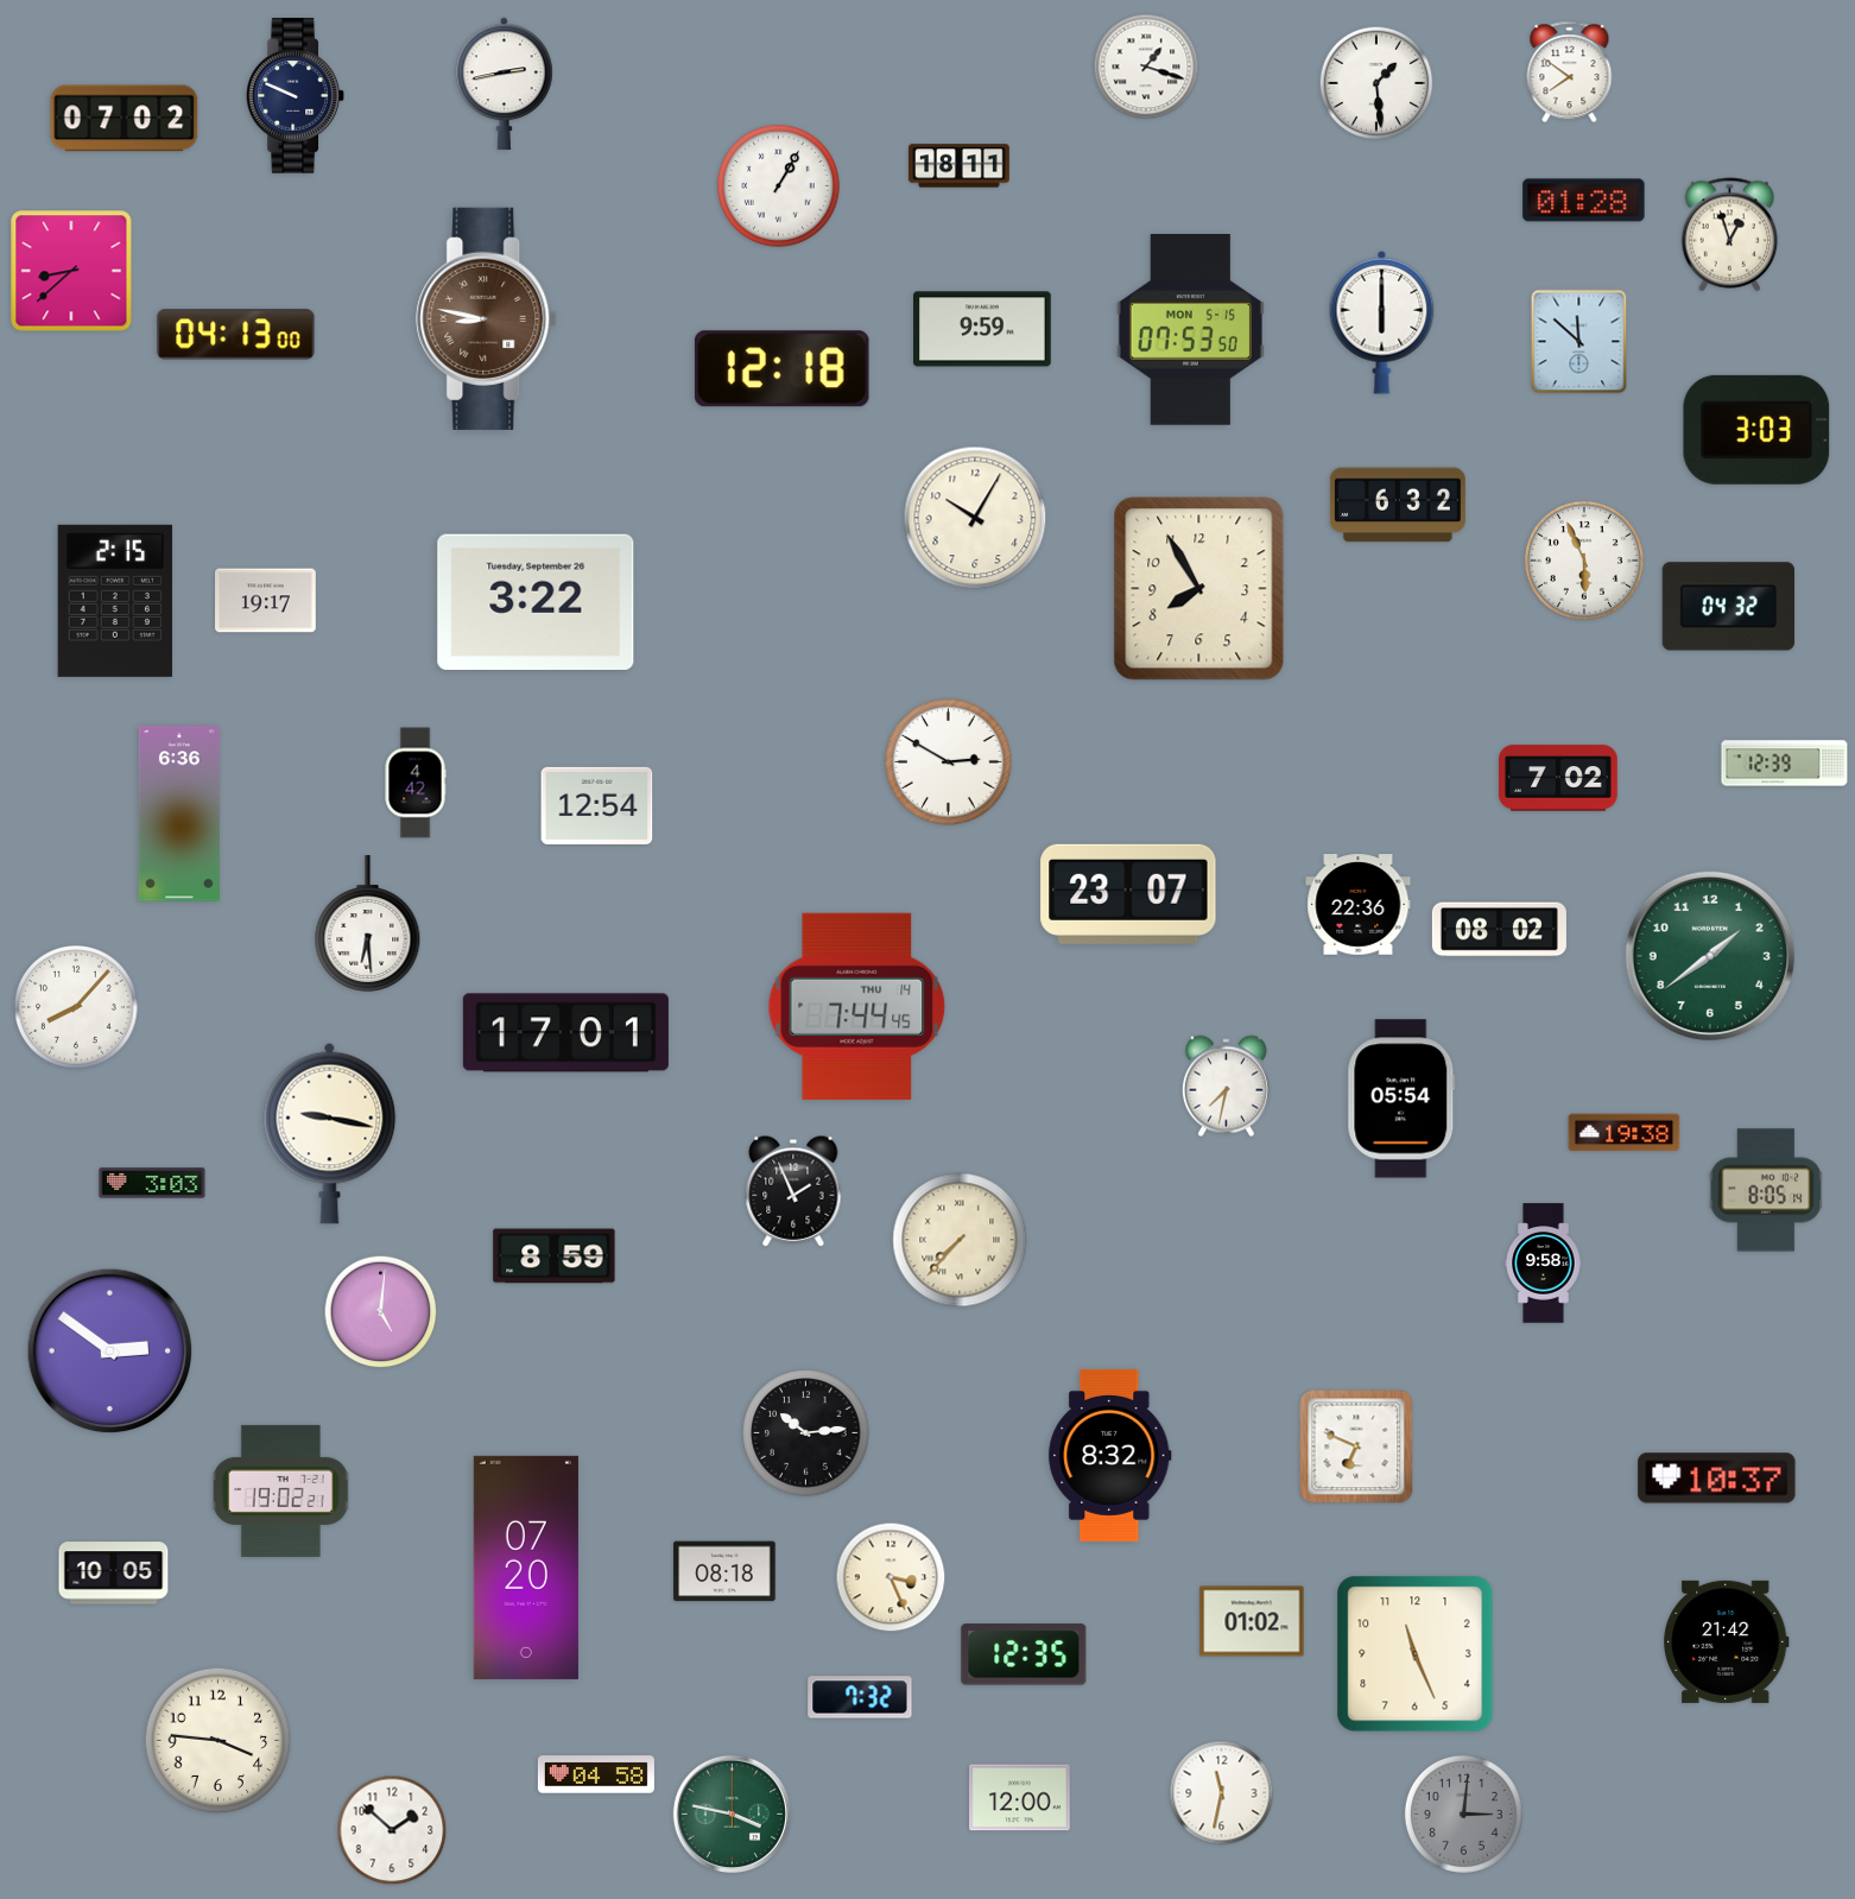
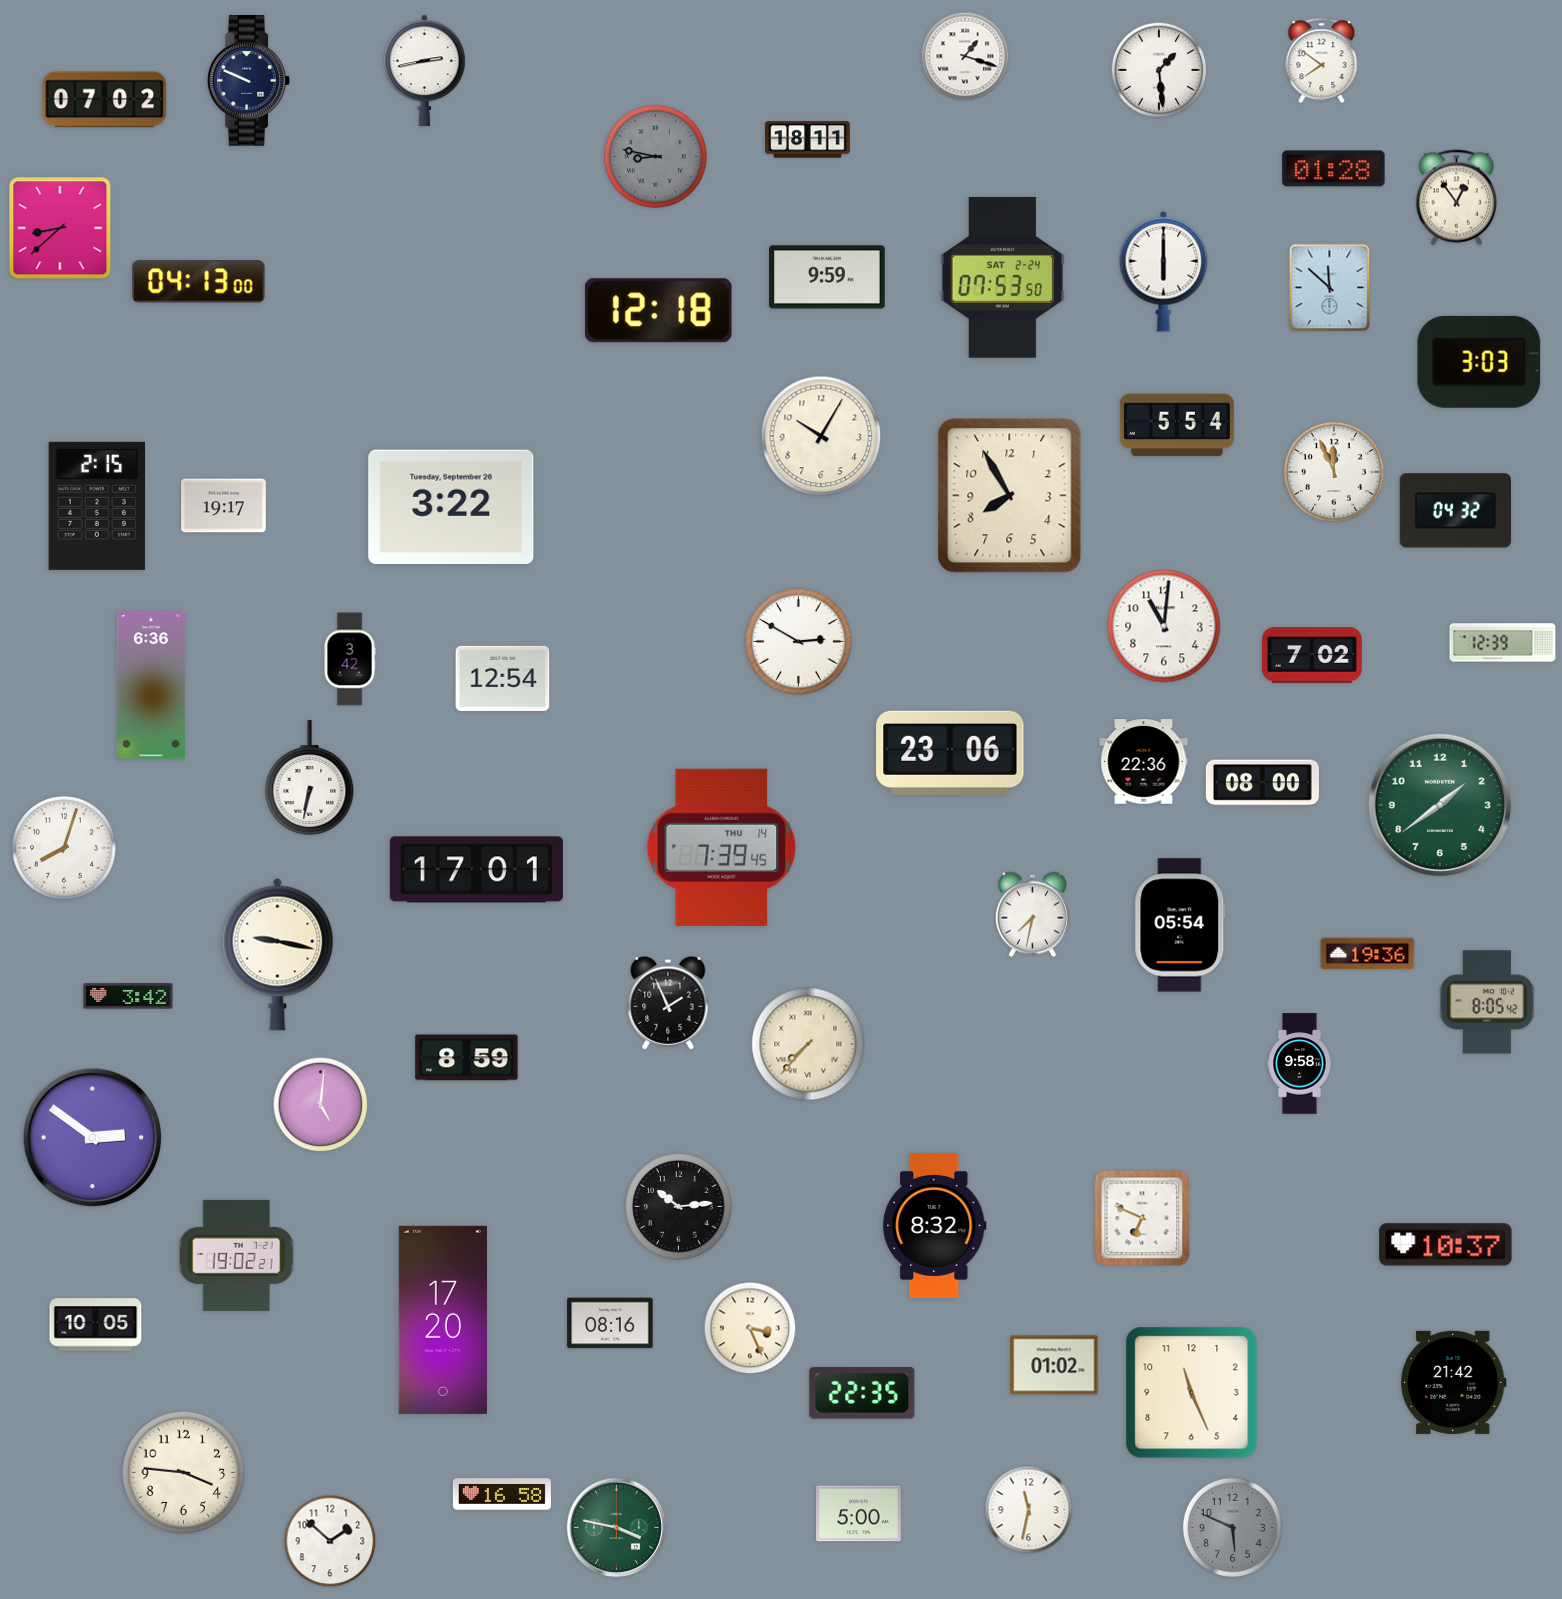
clock at (779, 186): 1:05 -> 8:47
clock at (779, 186) dial: white -> grey
clock at (1730, 235): 12:57 -> 12:54
clock at (487, 318): 8:47 -> none
clock at (1190, 330) date: MON 5-15 -> SAT 2-24
clock at (1398, 505): 6:32 -> 5:54
clock at (1584, 561): 5:56 -> 11:56
clock at (1164, 626): none -> 11:01
clock at (416, 783): 4:42 -> 3:42
clock at (1128, 894): 23:07 -> 23:06
clock at (368, 924): 6:29 -> 6:32
clock at (1499, 930): 08:02 -> 08:00
clock at (857, 1006): 7:44 -> 7:39
clock at (76, 1007): 8:07 -> 8:03
clock at (1625, 1133): 19:38 -> 19:36
clock at (152, 1183): 3:03 -> 3:42
clock at (1766, 1190): 8:05:14 -> 8:05:42
clock at (526, 1568): 07:20 -> 17:20
clock at (724, 1571): 08:18 -> 08:16
clock at (1024, 1654): 12:35 -> 22:35
clock at (860, 1697): 7:32 -> none
clock at (219, 1741) position: (219, 1741) -> (184, 1473)
clock at (596, 1774): 04:58 -> 16:58
clock at (1020, 1798): 12:00 -> 5:00
clock at (1463, 1813): 3:01 -> 5:49
